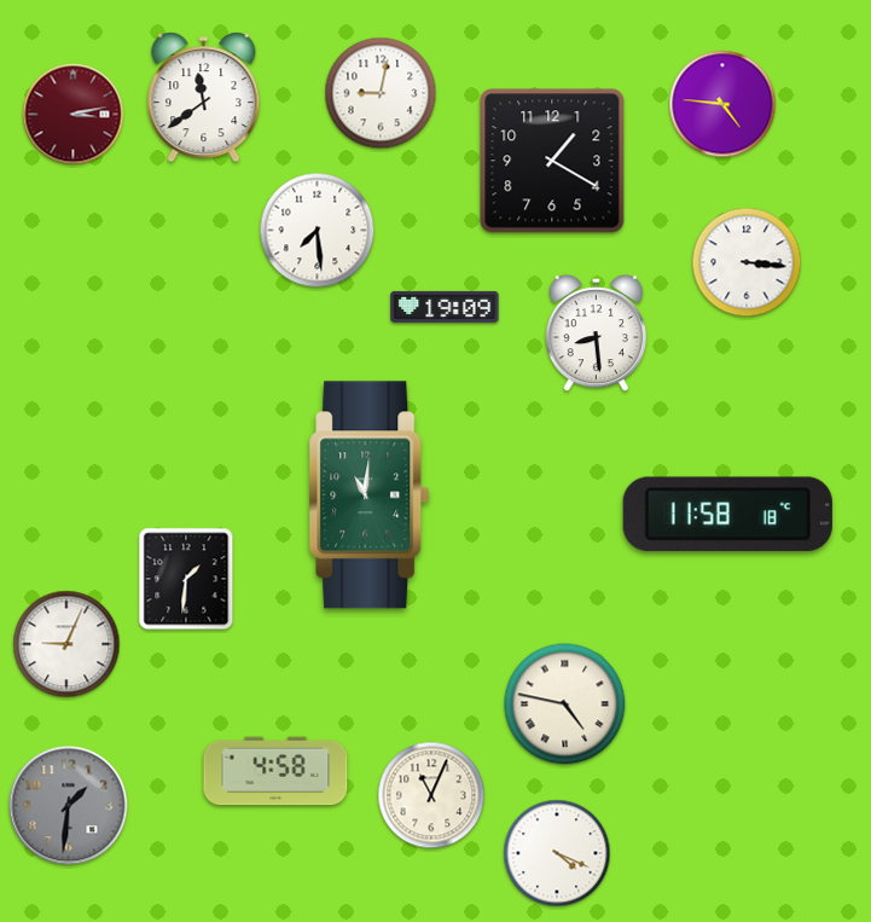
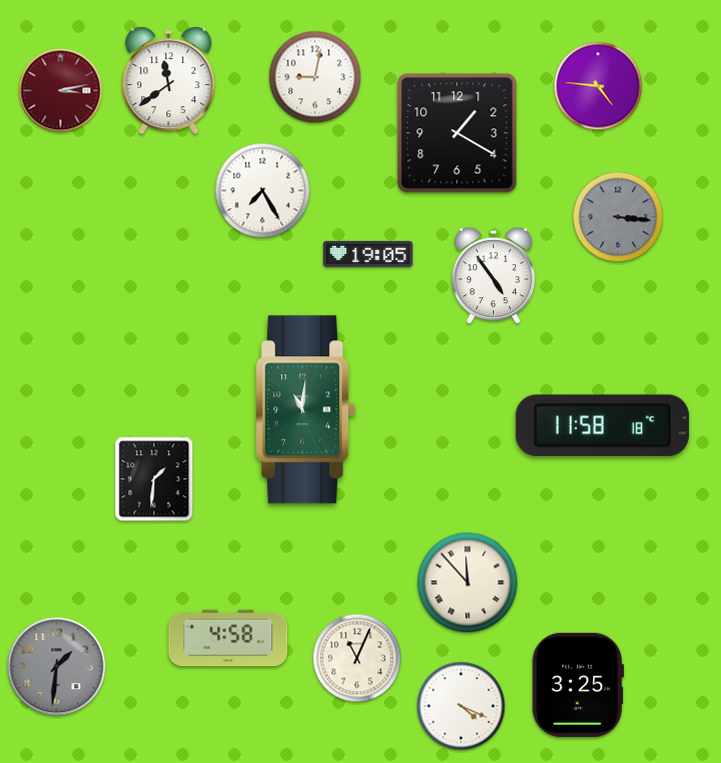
clock at (74, 115) position: (74, 115) -> (61, 91)
clock at (318, 231): 7:29 -> 7:25
clock at (747, 262) dial: white -> grey
clock at (445, 307): 19:09 -> 19:05
clock at (597, 334): 8:29 -> 4:54
clock at (66, 644): 9:04 -> none
clock at (565, 704): 4:47 -> 11:53
clock at (578, 685): none -> 3:25
